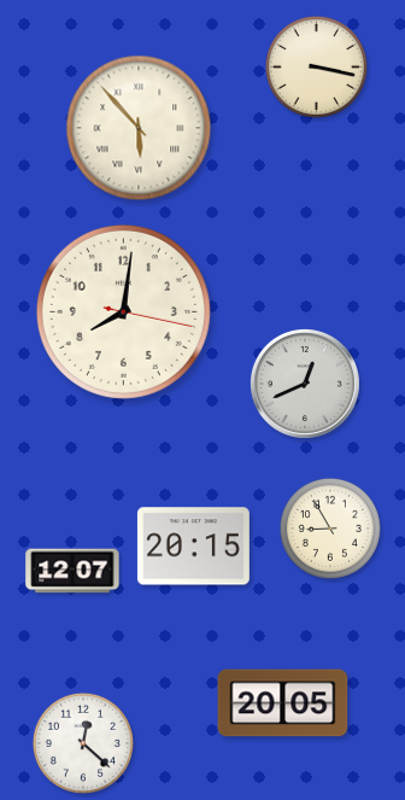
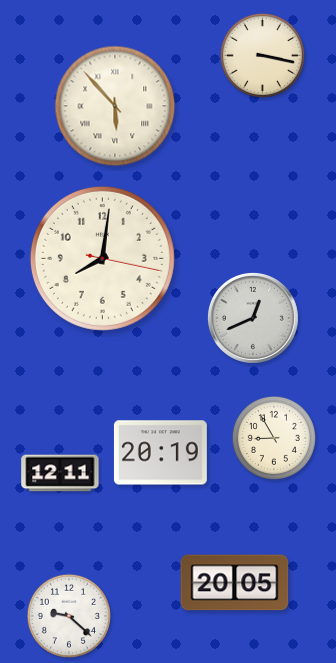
clock at (193, 547): 20:15 -> 20:19
clock at (72, 571): 12:07 -> 12:11
clock at (83, 743): 12:22 -> 9:22
